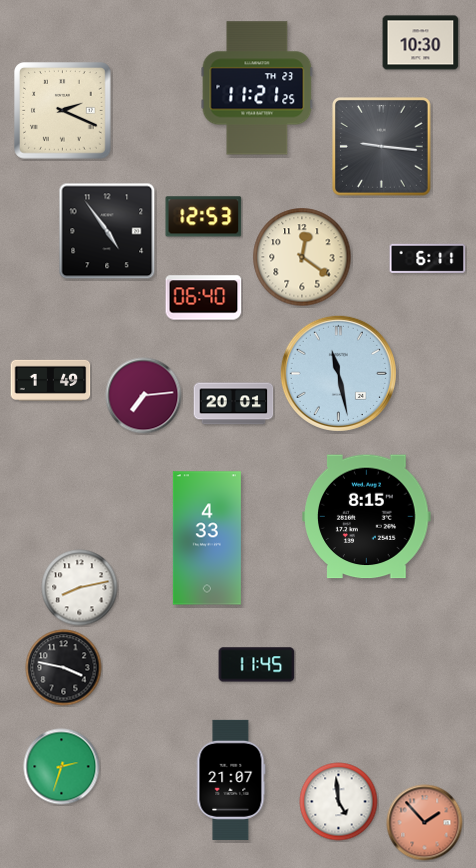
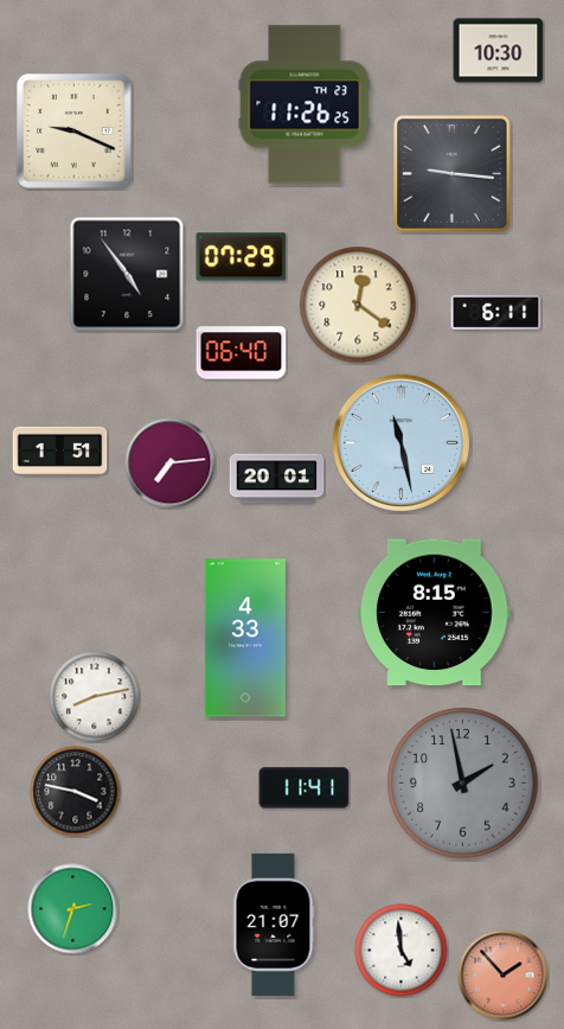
clock at (257, 88): 11:21 -> 11:26
clock at (63, 111): 2:19 -> 9:19
clock at (204, 217): 12:53 -> 07:29
clock at (428, 258) position: (428, 258) -> (496, 312)
clock at (51, 380): 1:49 -> 1:51
clock at (144, 396) position: (144, 396) -> (171, 464)
clock at (463, 784): none -> 1:58
clock at (257, 665): 11:45 -> 11:41
